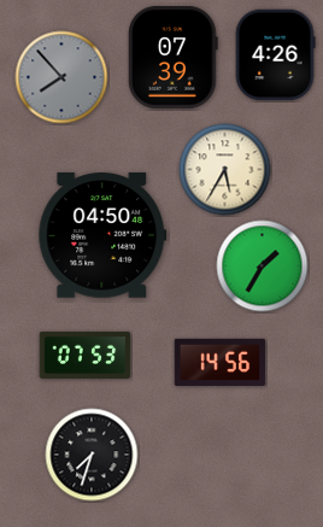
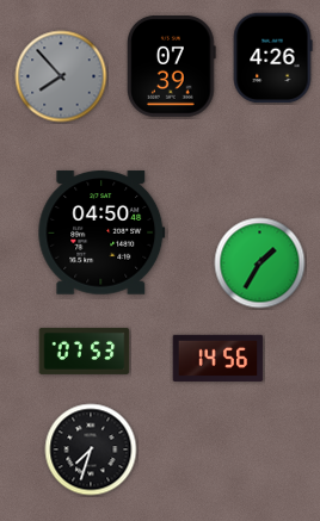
clock at (275, 55) position: (275, 55) -> (272, 58)
clock at (174, 58) position: (174, 58) -> (172, 67)
clock at (225, 170): 5:35 -> none
